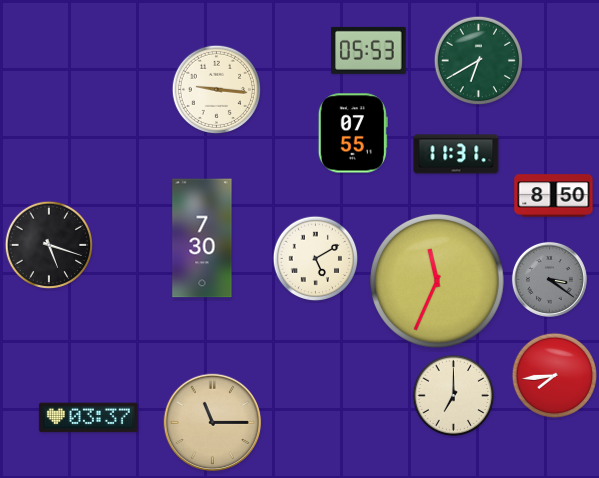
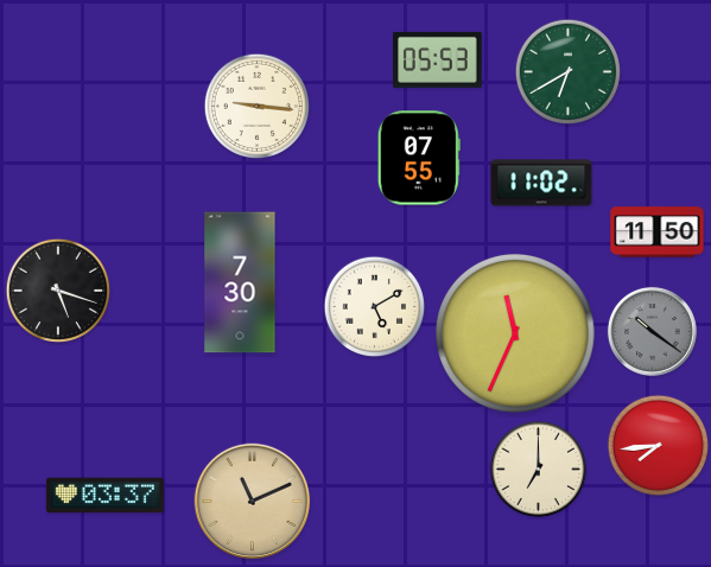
clock at (456, 154): 11:31 -> 11:02
clock at (554, 196): 8:50 -> 11:50
clock at (549, 279): 3:21 -> 10:21
clock at (437, 281) position: (437, 281) -> (515, 333)
clock at (213, 423): 11:15 -> 11:11
